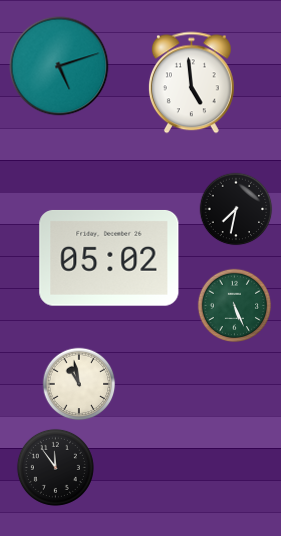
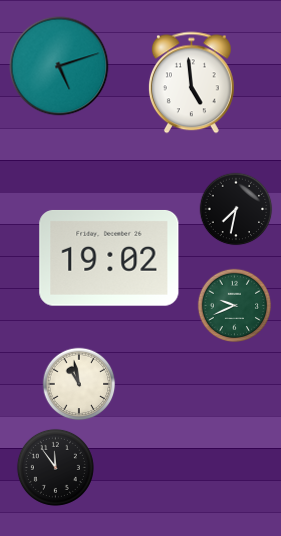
clock at (109, 258): 05:02 -> 19:02
clock at (235, 306): 5:26 -> 9:41
